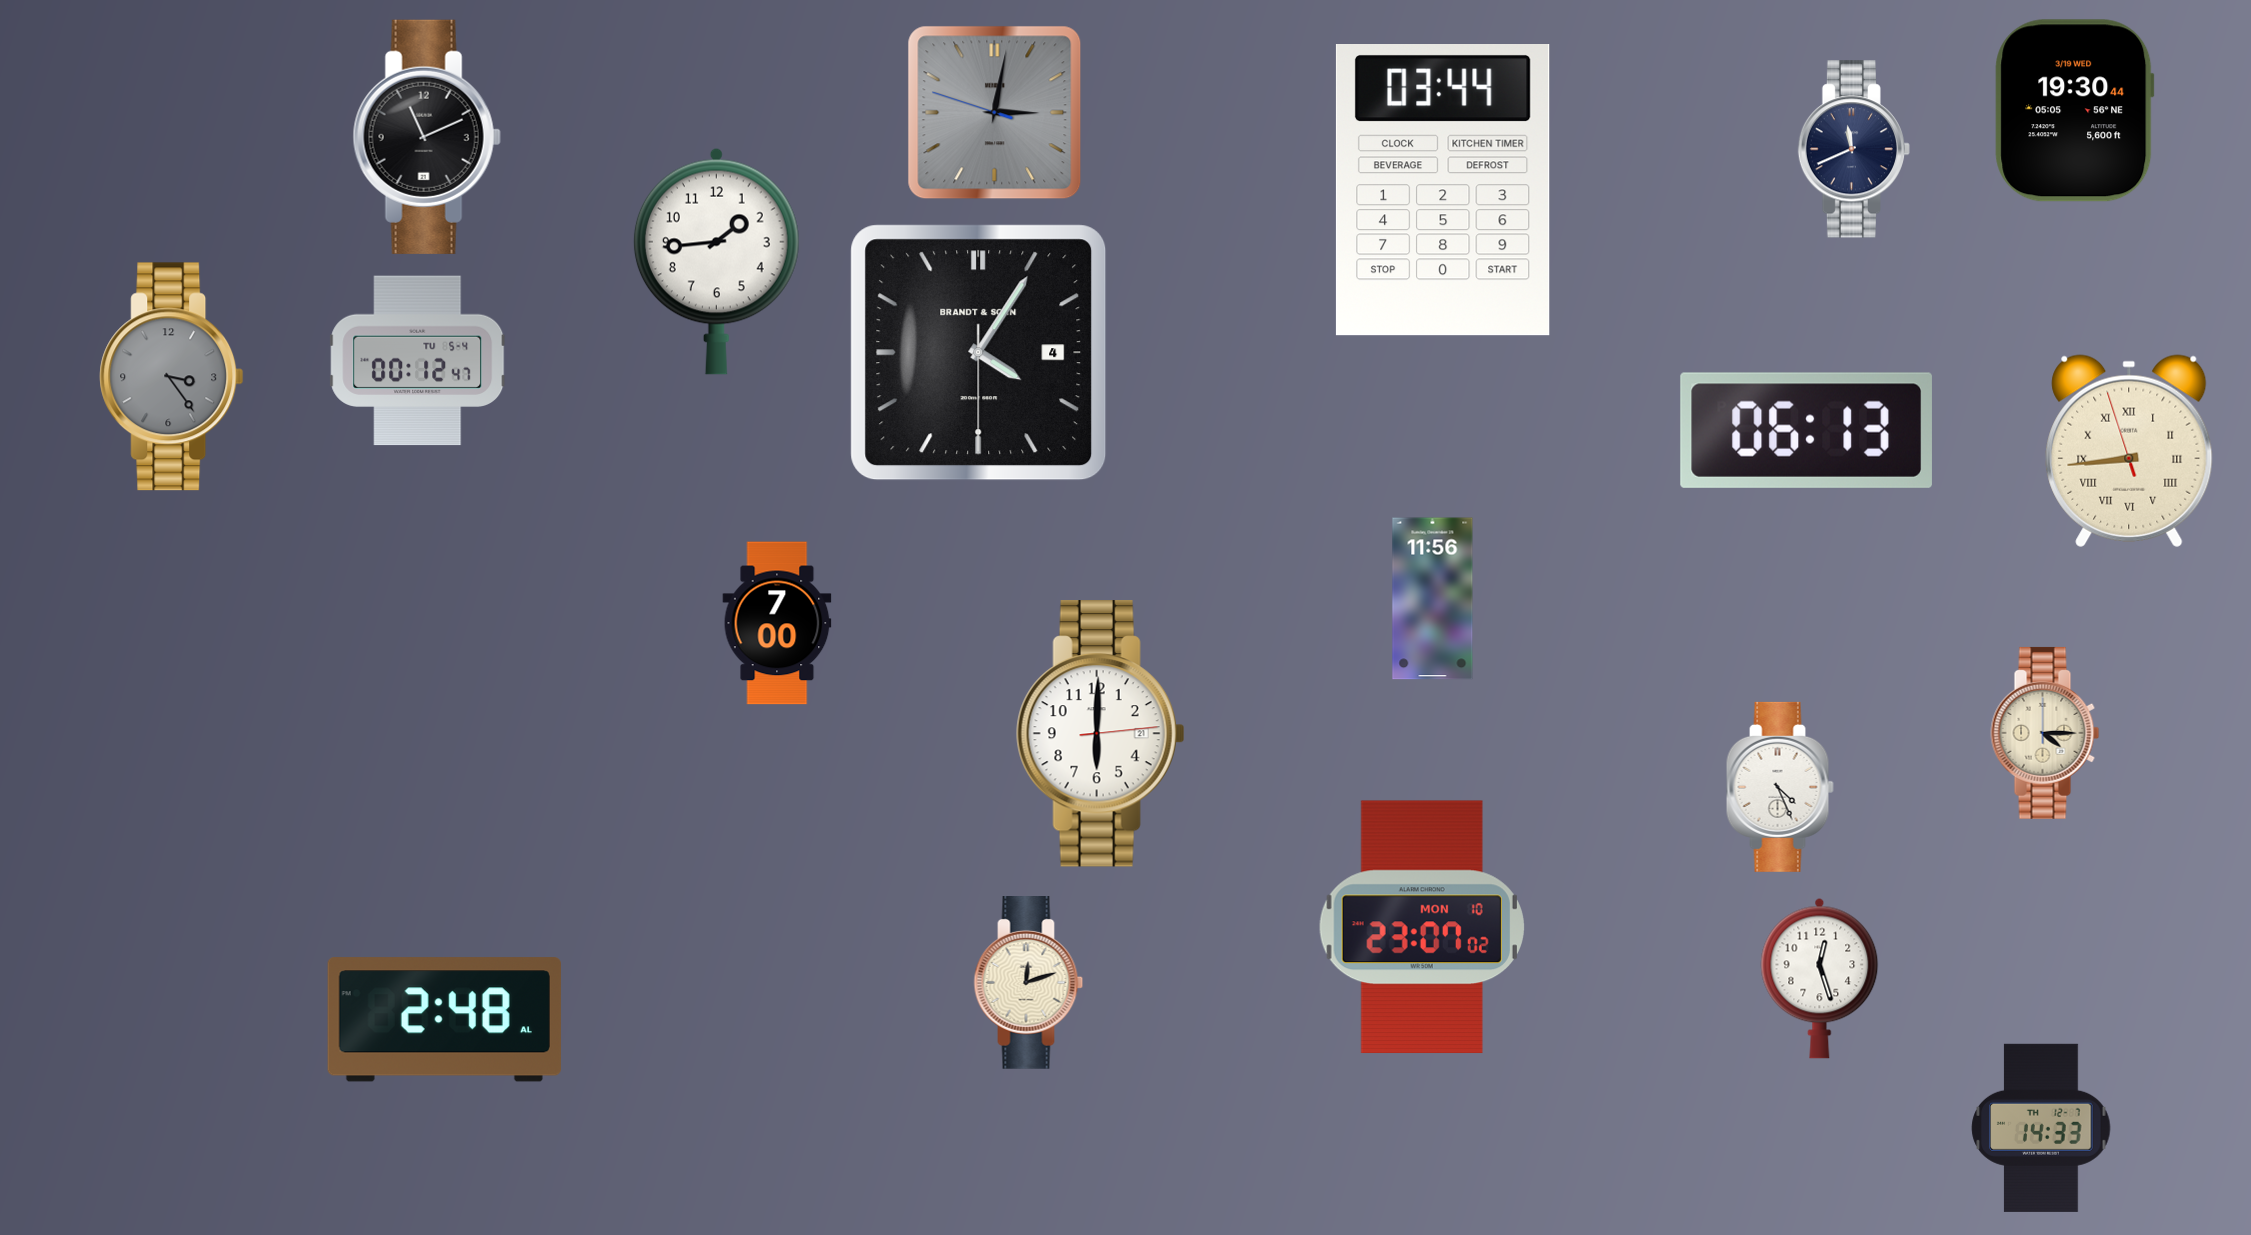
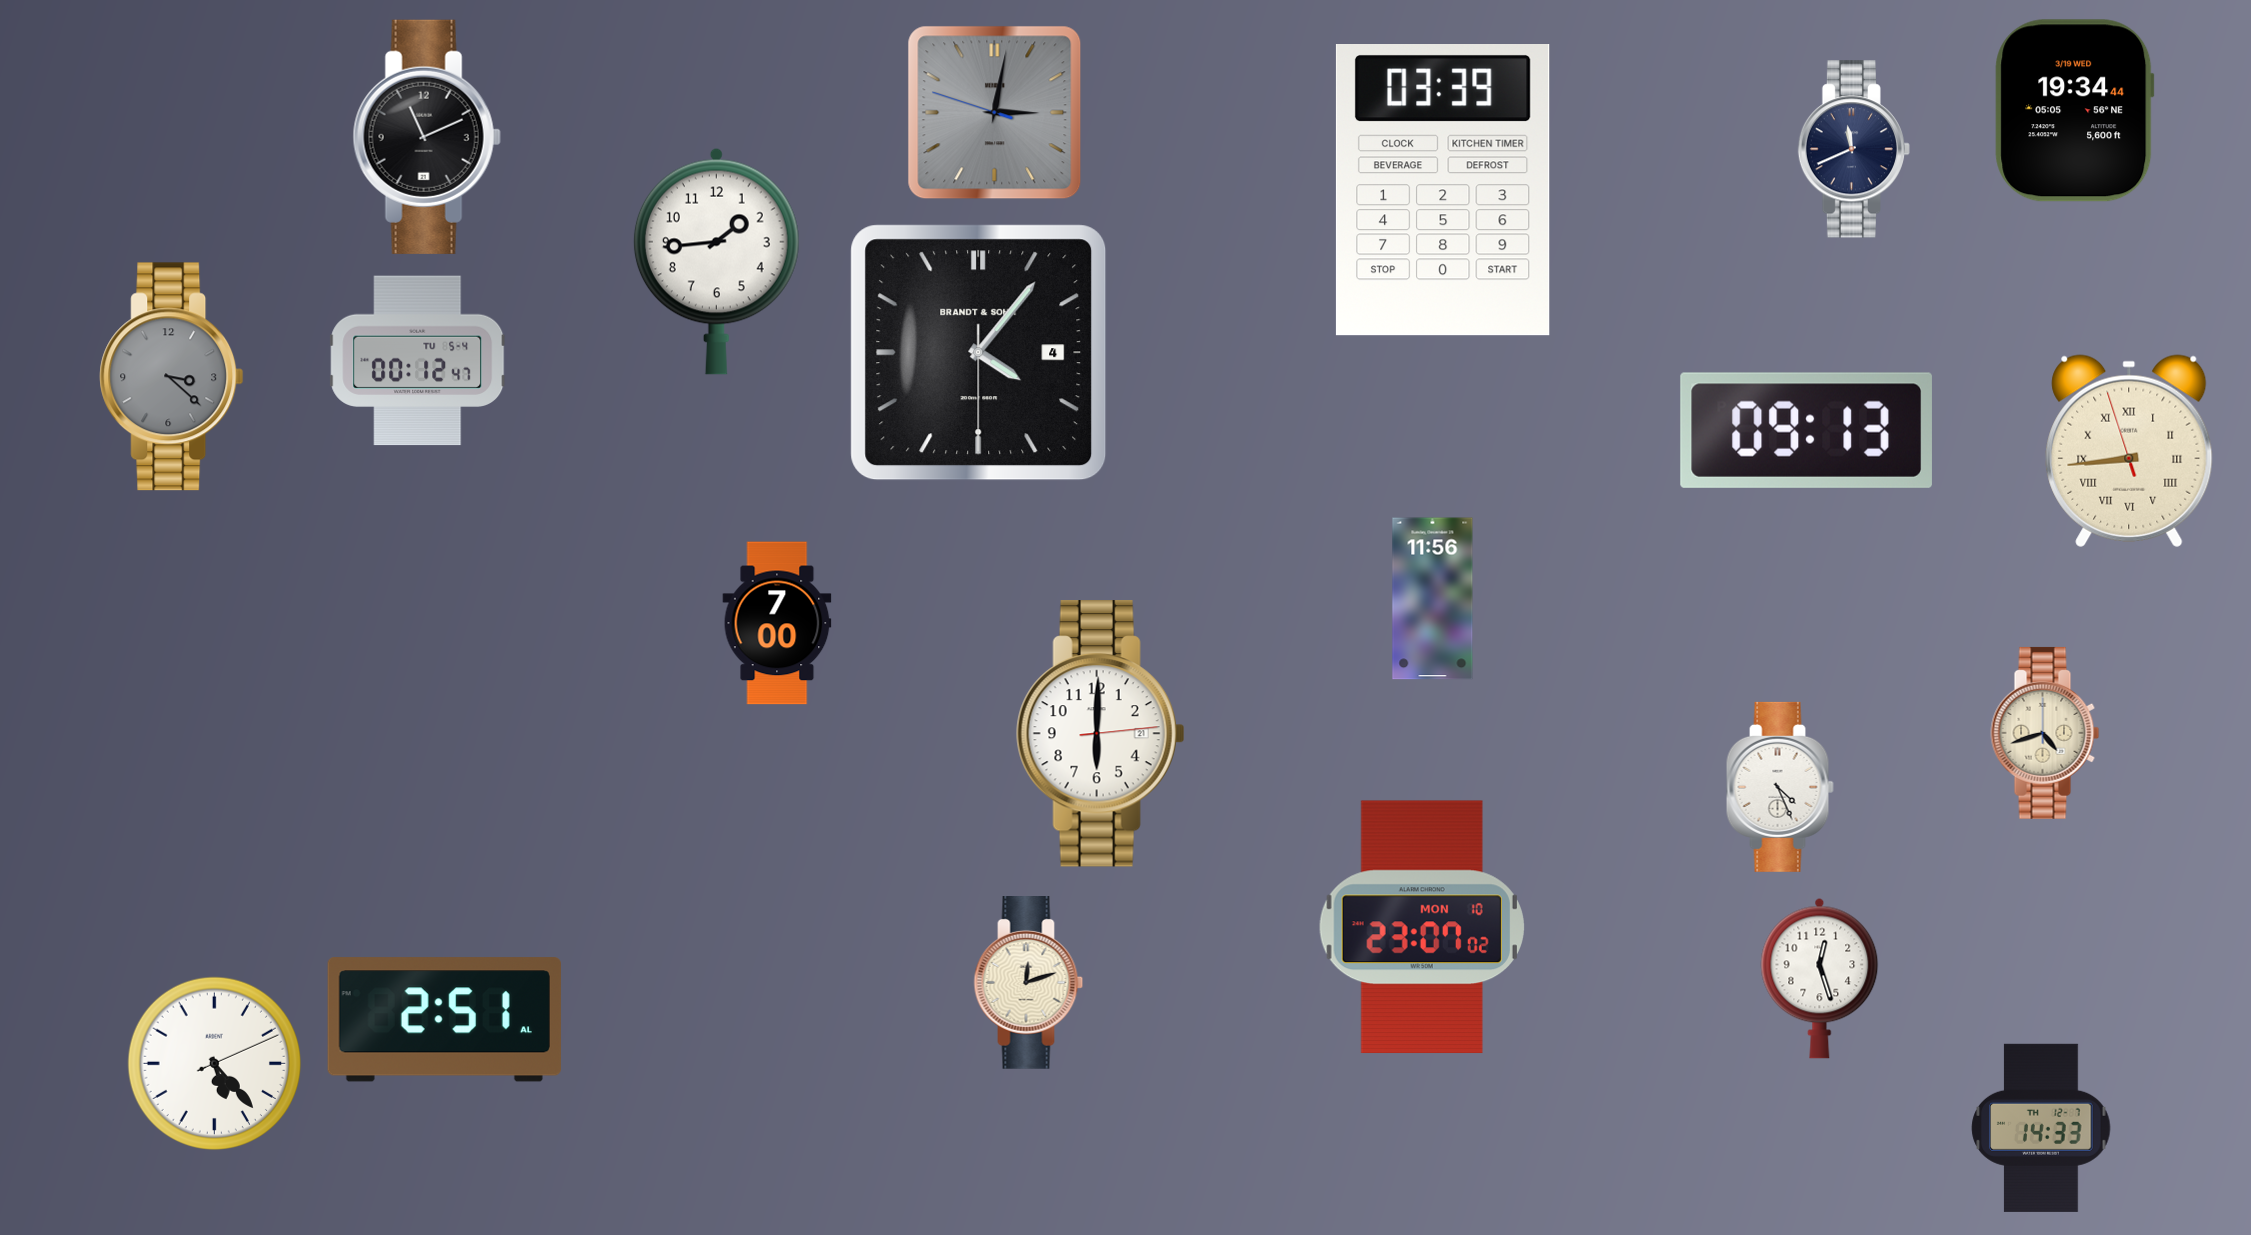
clock at (2075, 111): 19:30 -> 19:34
clock at (1443, 191): 03:44 -> 03:39
clock at (979, 353): 4:05 -> 4:06
clock at (172, 377): 3:24 -> 3:22
clock at (1806, 430): 06:13 -> 09:13
clock at (2045, 733): 4:15 -> 4:42
clock at (444, 1020): 2:48 -> 2:51
clock at (215, 1064): none -> 5:23
